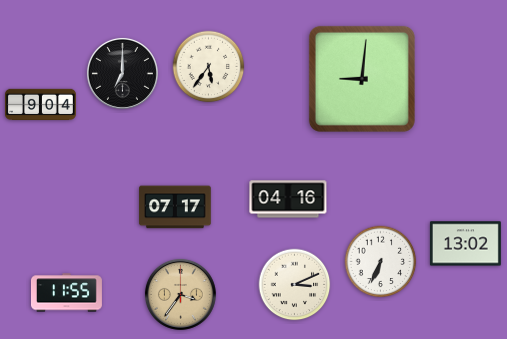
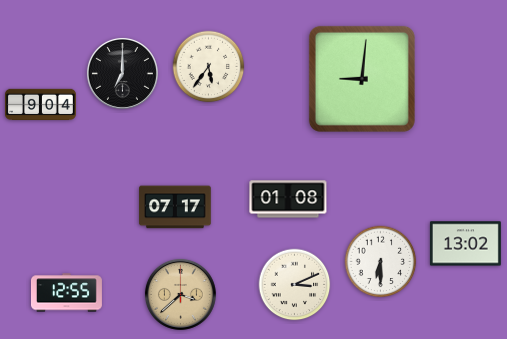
clock at (288, 199): 04:16 -> 01:08
clock at (381, 262): 6:34 -> 6:30
clock at (66, 293): 11:55 -> 12:55
clock at (180, 294): 3:36 -> 3:38
